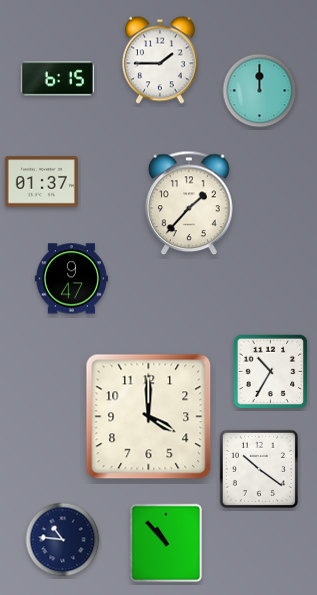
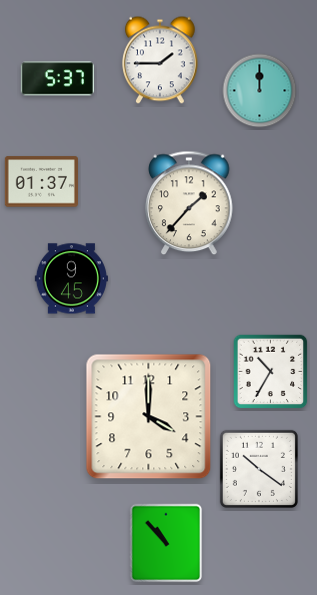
clock at (57, 79): 6:15 -> 5:37
clock at (71, 279): 9:47 -> 9:45
clock at (63, 540): 10:46 -> none
